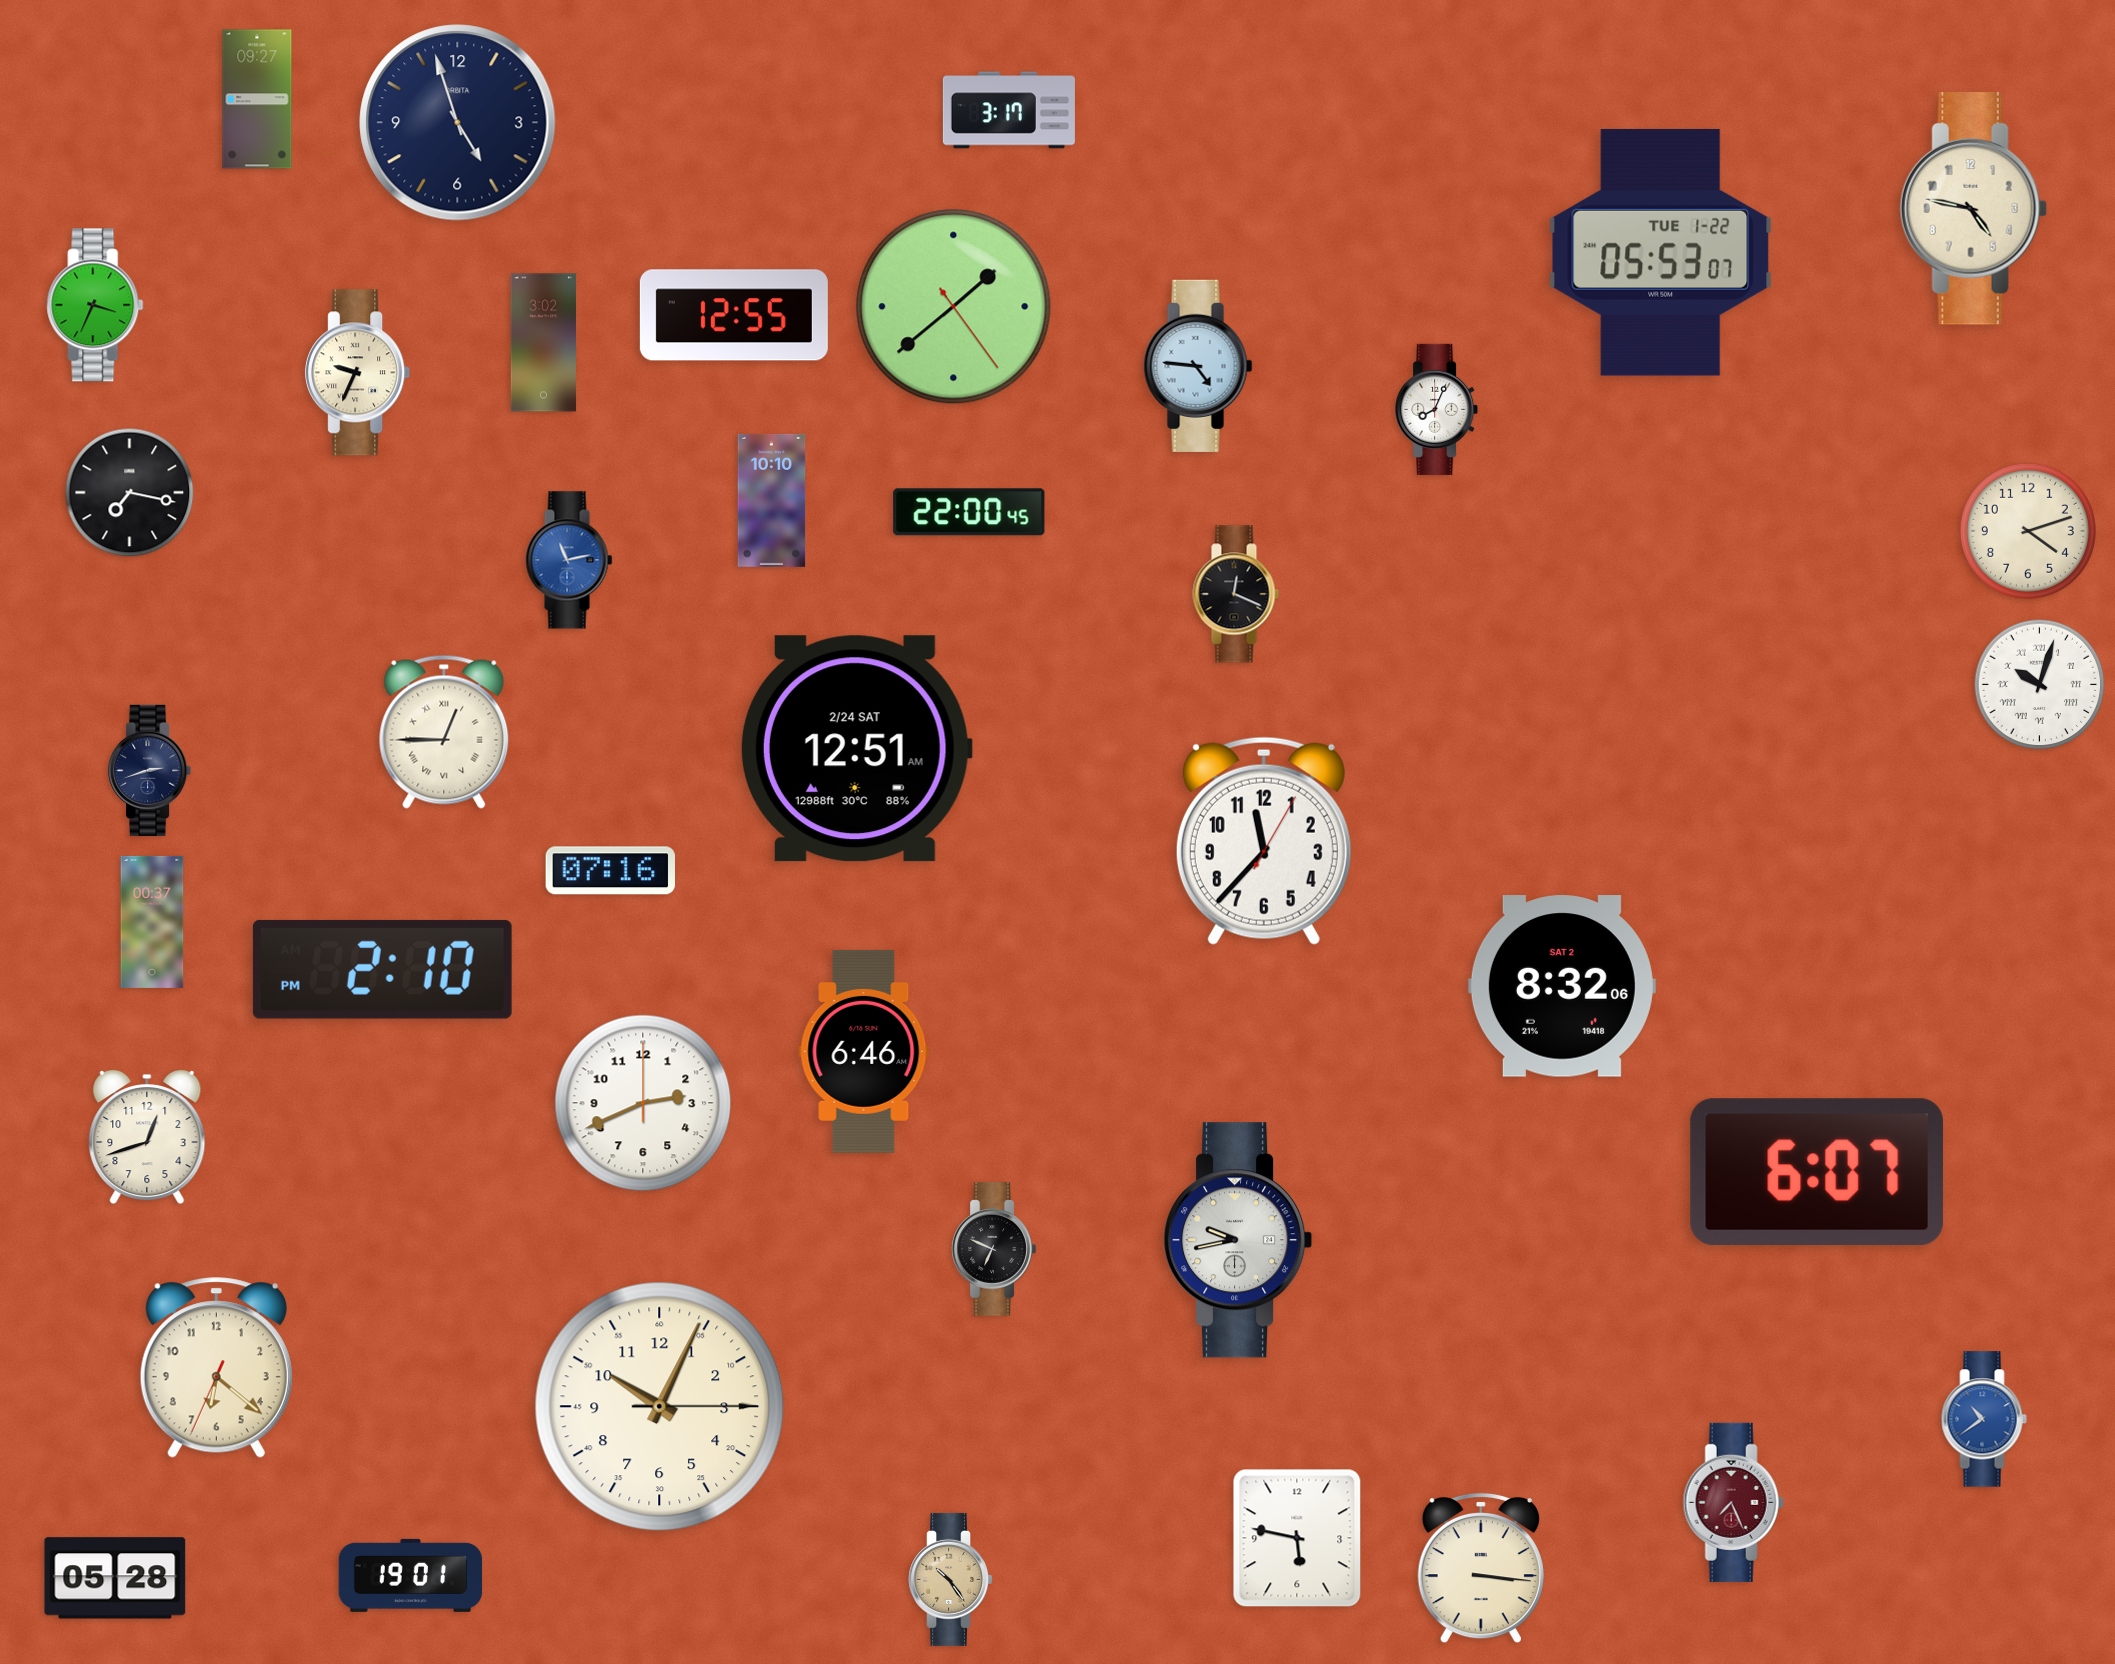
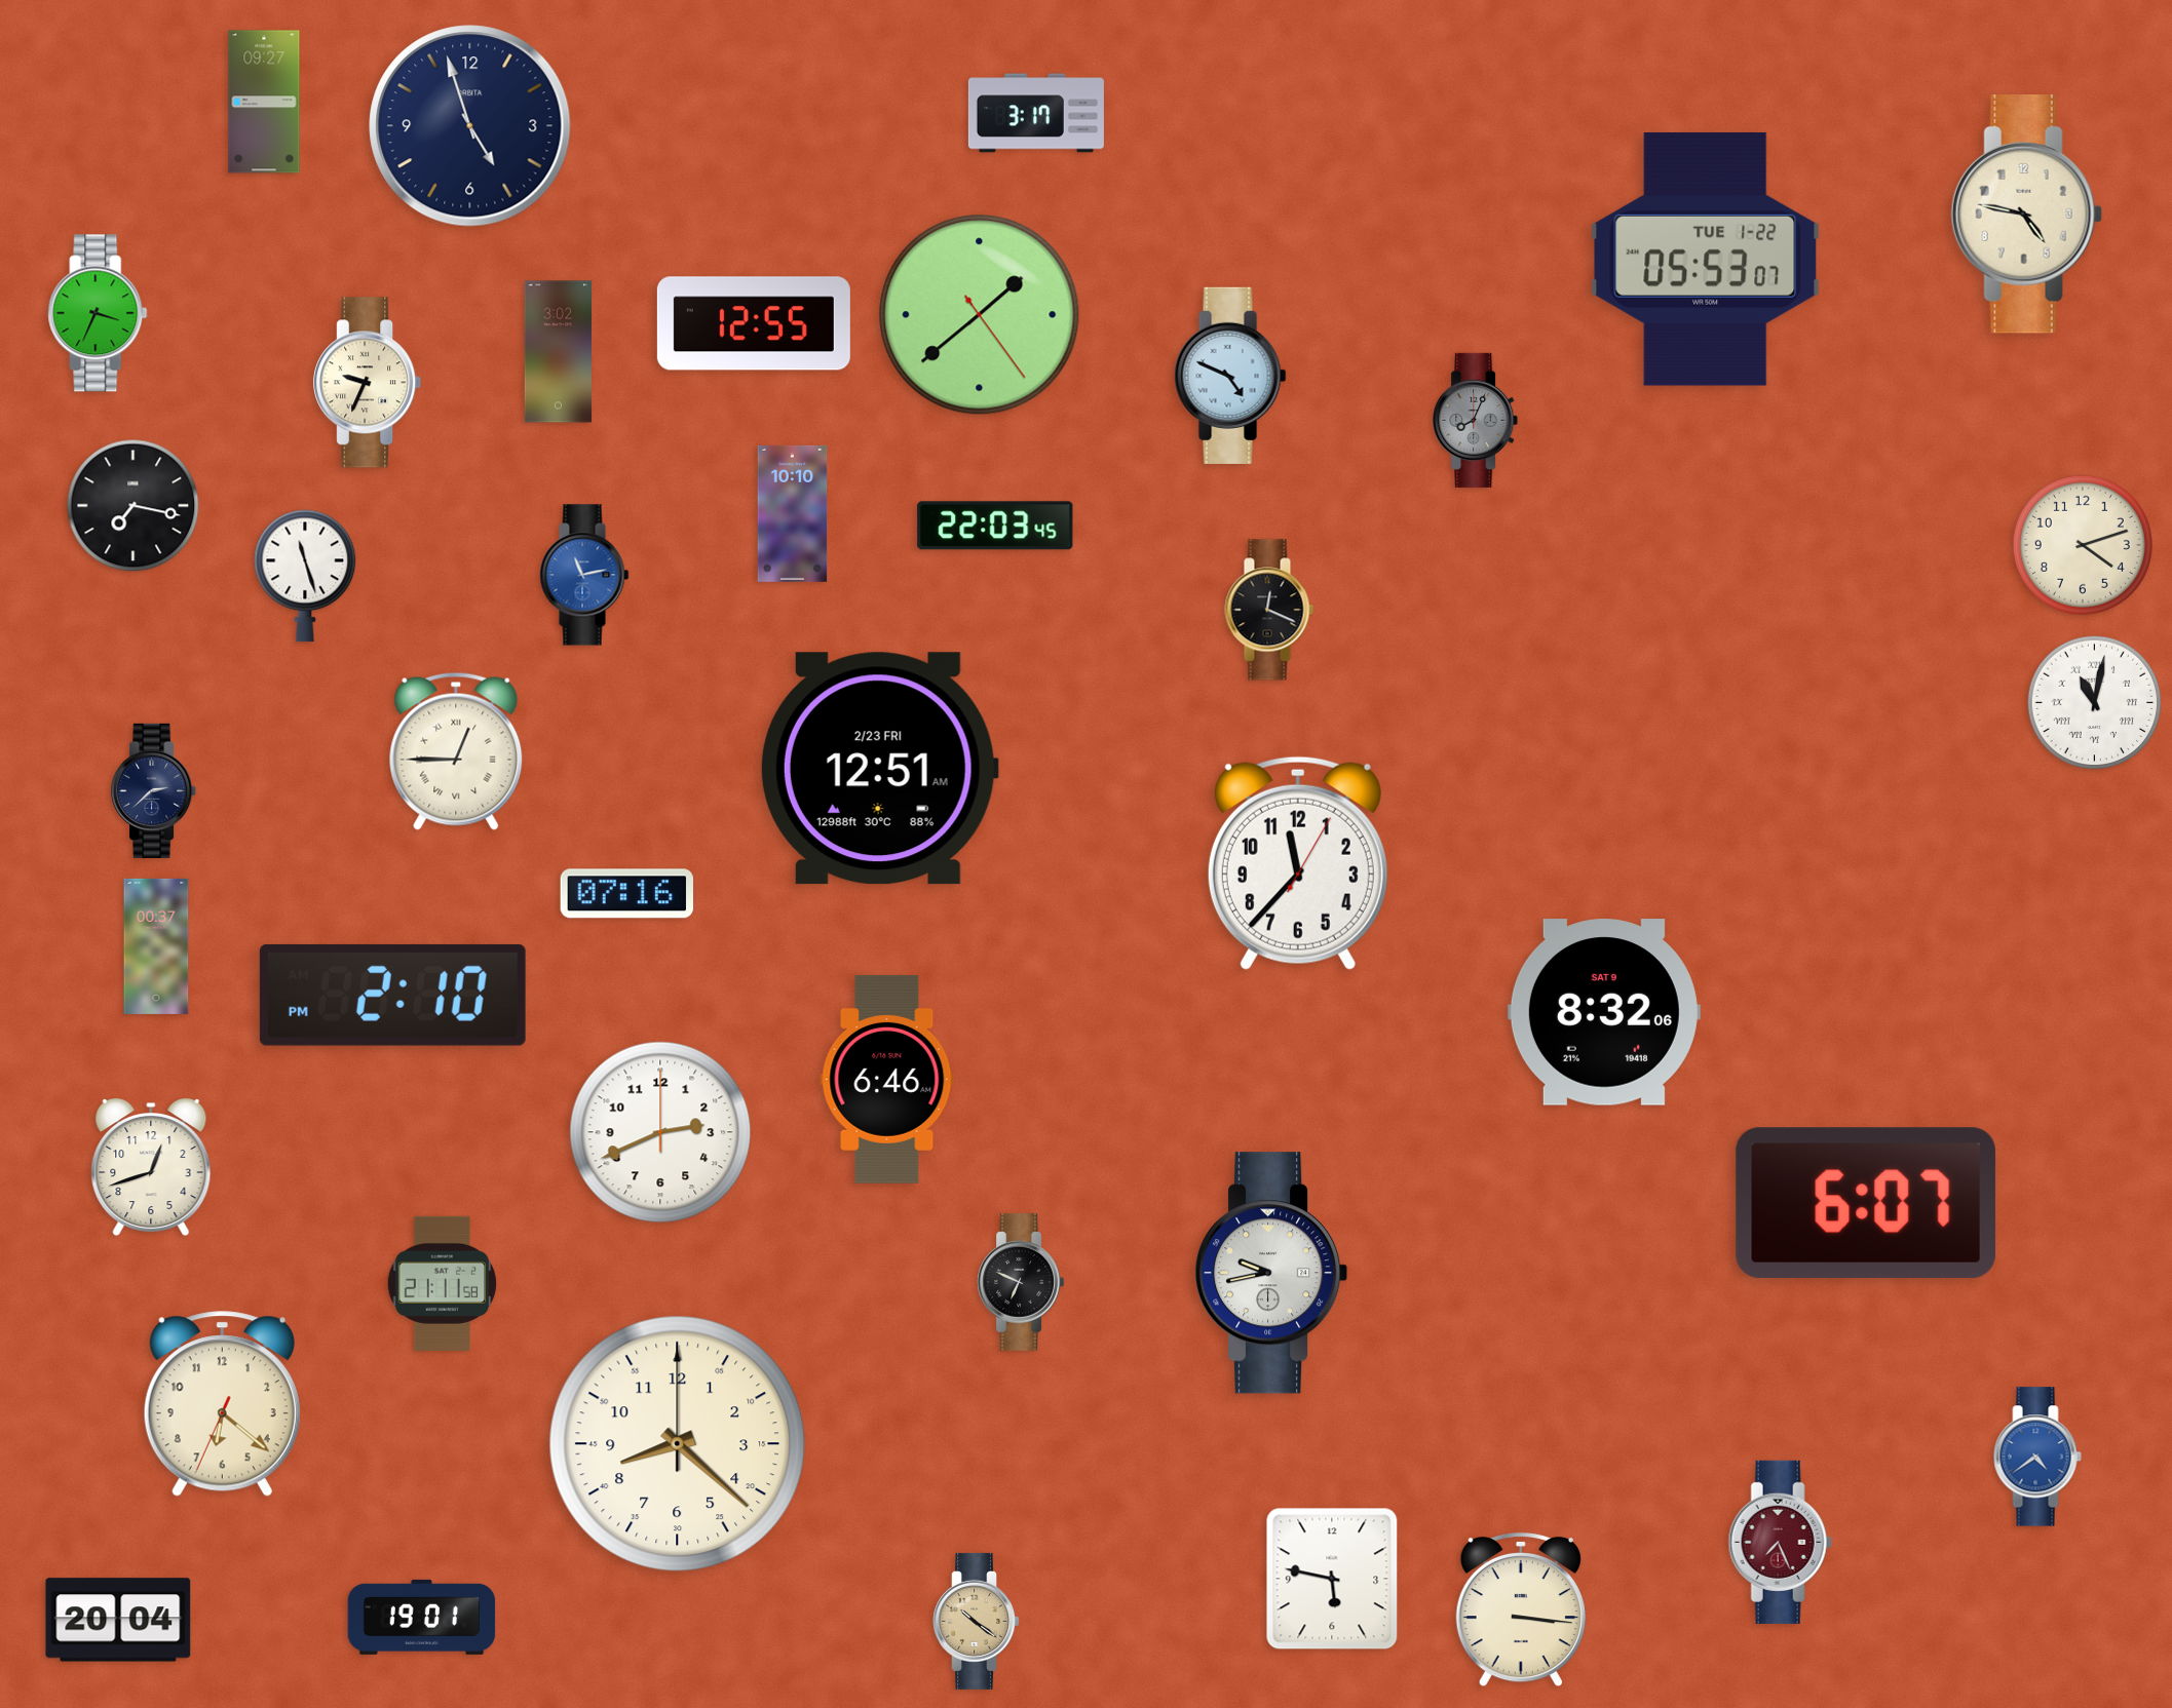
clock at (1198, 366): 4:46 -> 4:49
clock at (1437, 409) dial: white -> grey
clock at (969, 512): 22:00 -> 22:03
clock at (305, 576): none -> 11:27
clock at (2040, 685): 10:03 -> 11:02
clock at (856, 749) date: 2/24 SAT -> 2/23 FRI
clock at (150, 770): 2:42 -> 2:38
clock at (1562, 986) date: SAT 2 -> SAT 9
clock at (443, 1283): none -> 21:11
clock at (660, 1407): 10:04 -> 8:22
clock at (1984, 1419): 10:39 -> 4:39
clock at (115, 1578): 05:28 -> 20:04
clock at (950, 1579): 10:24 -> 10:21
